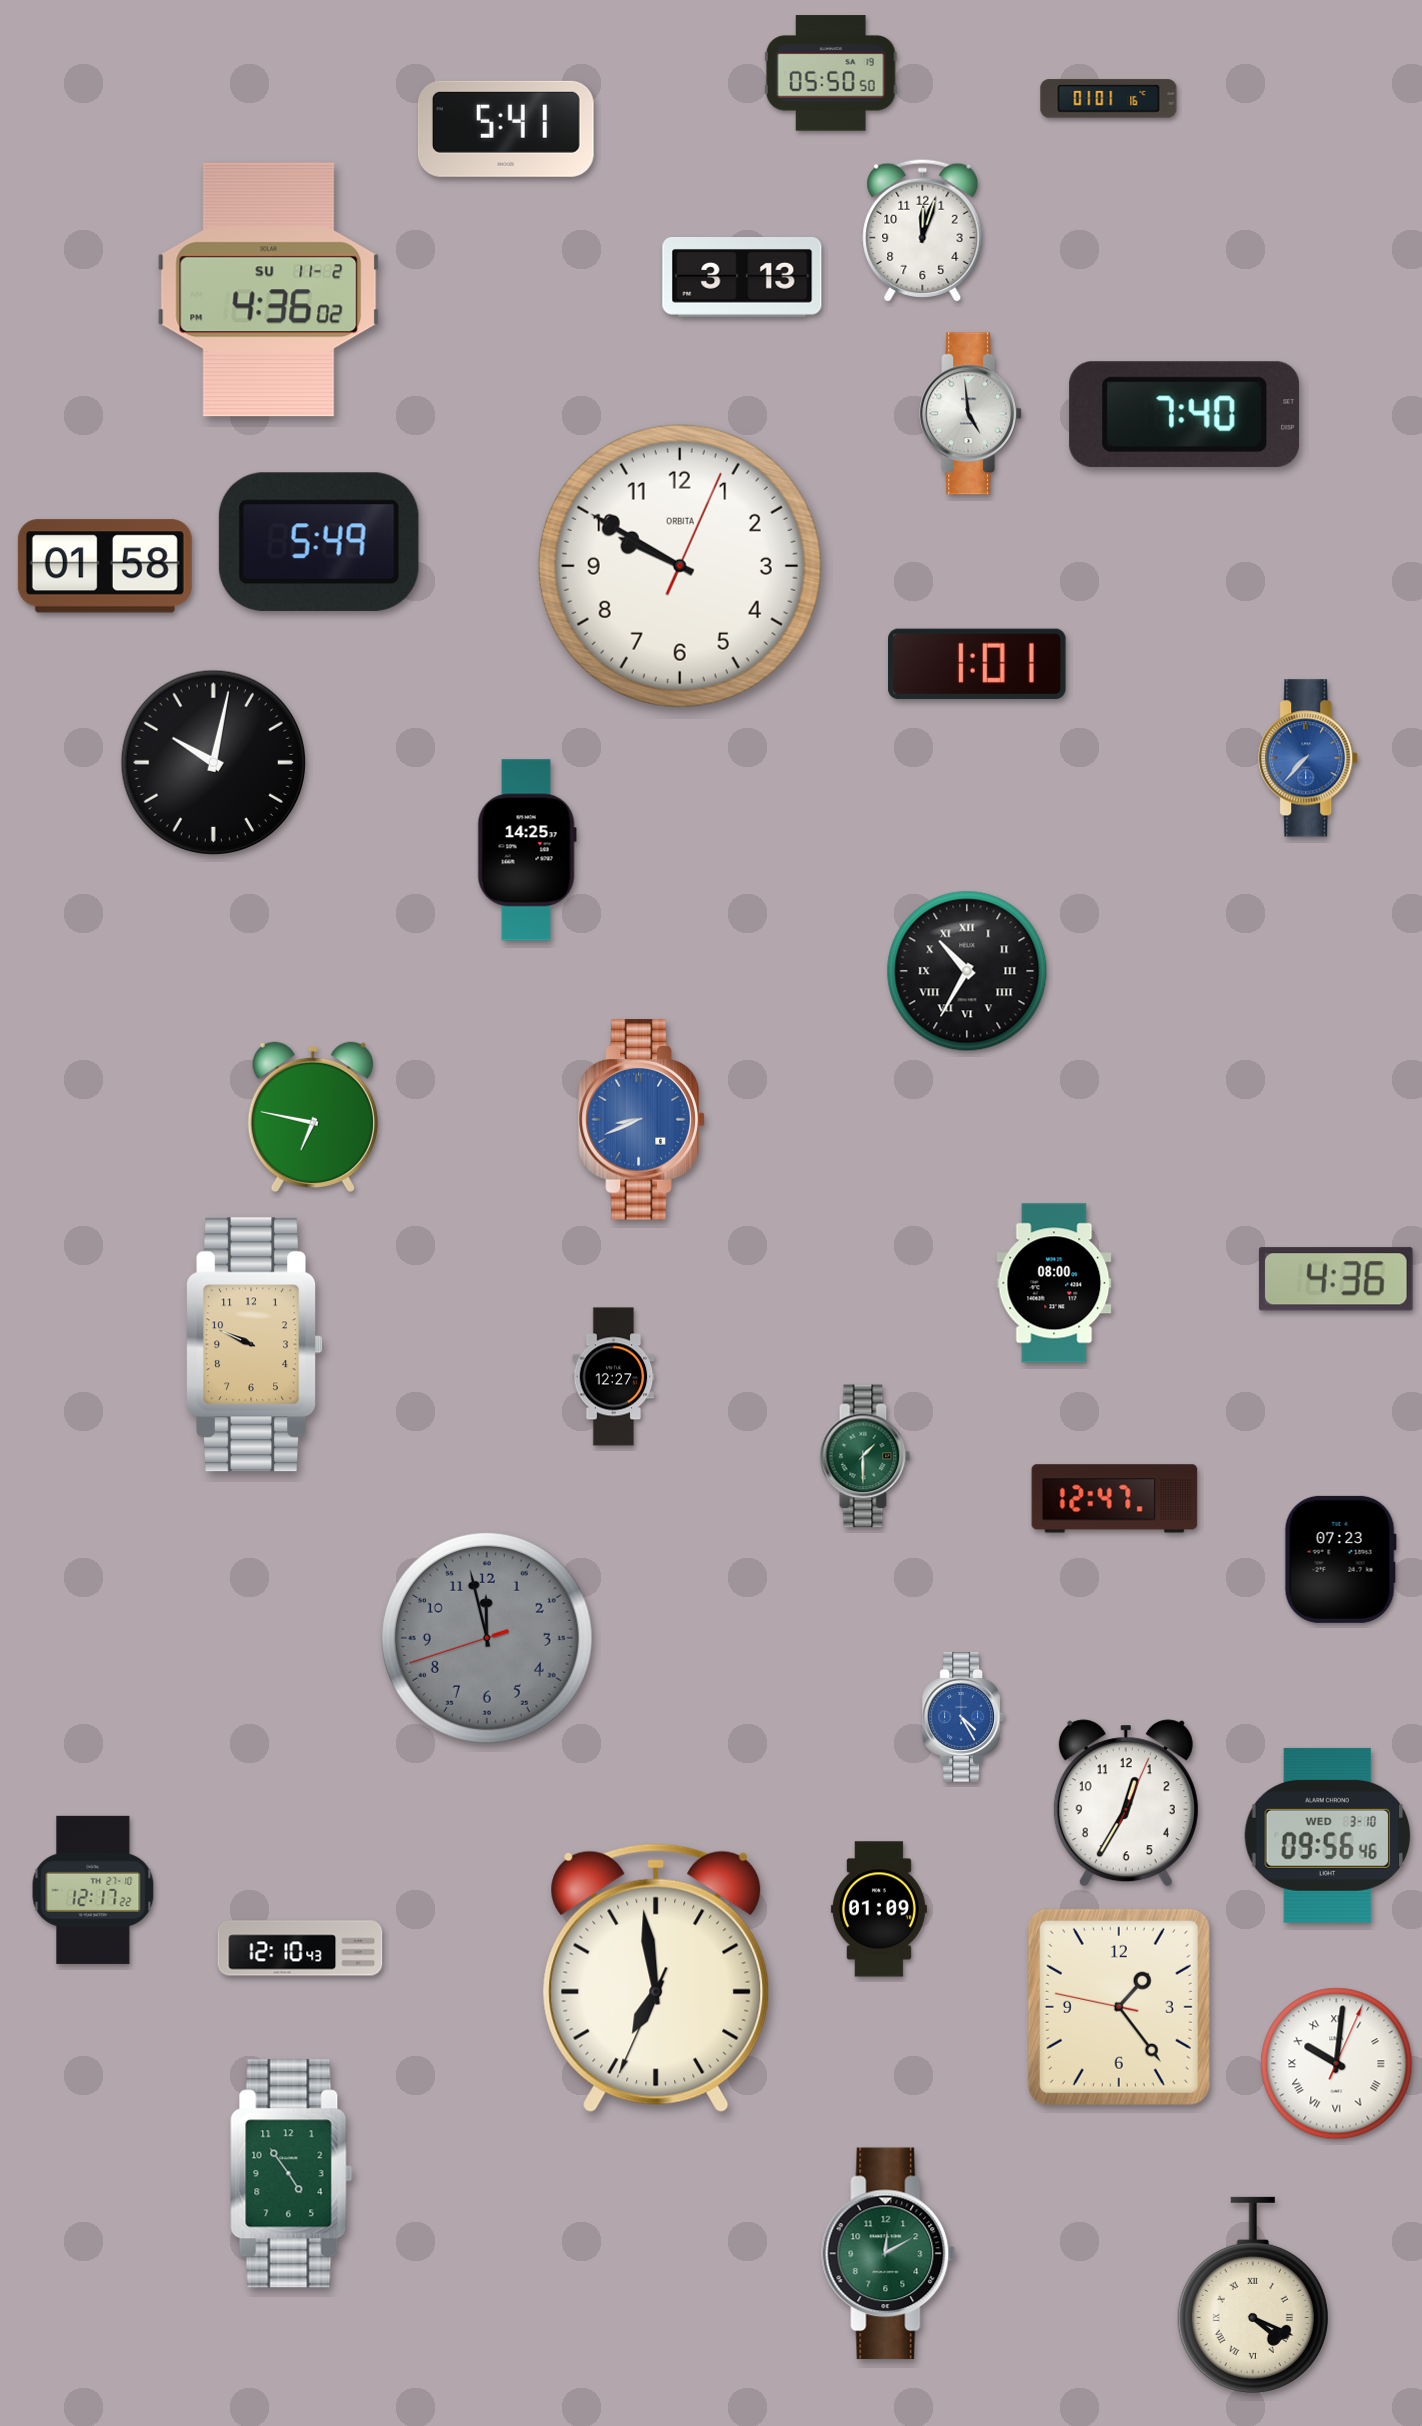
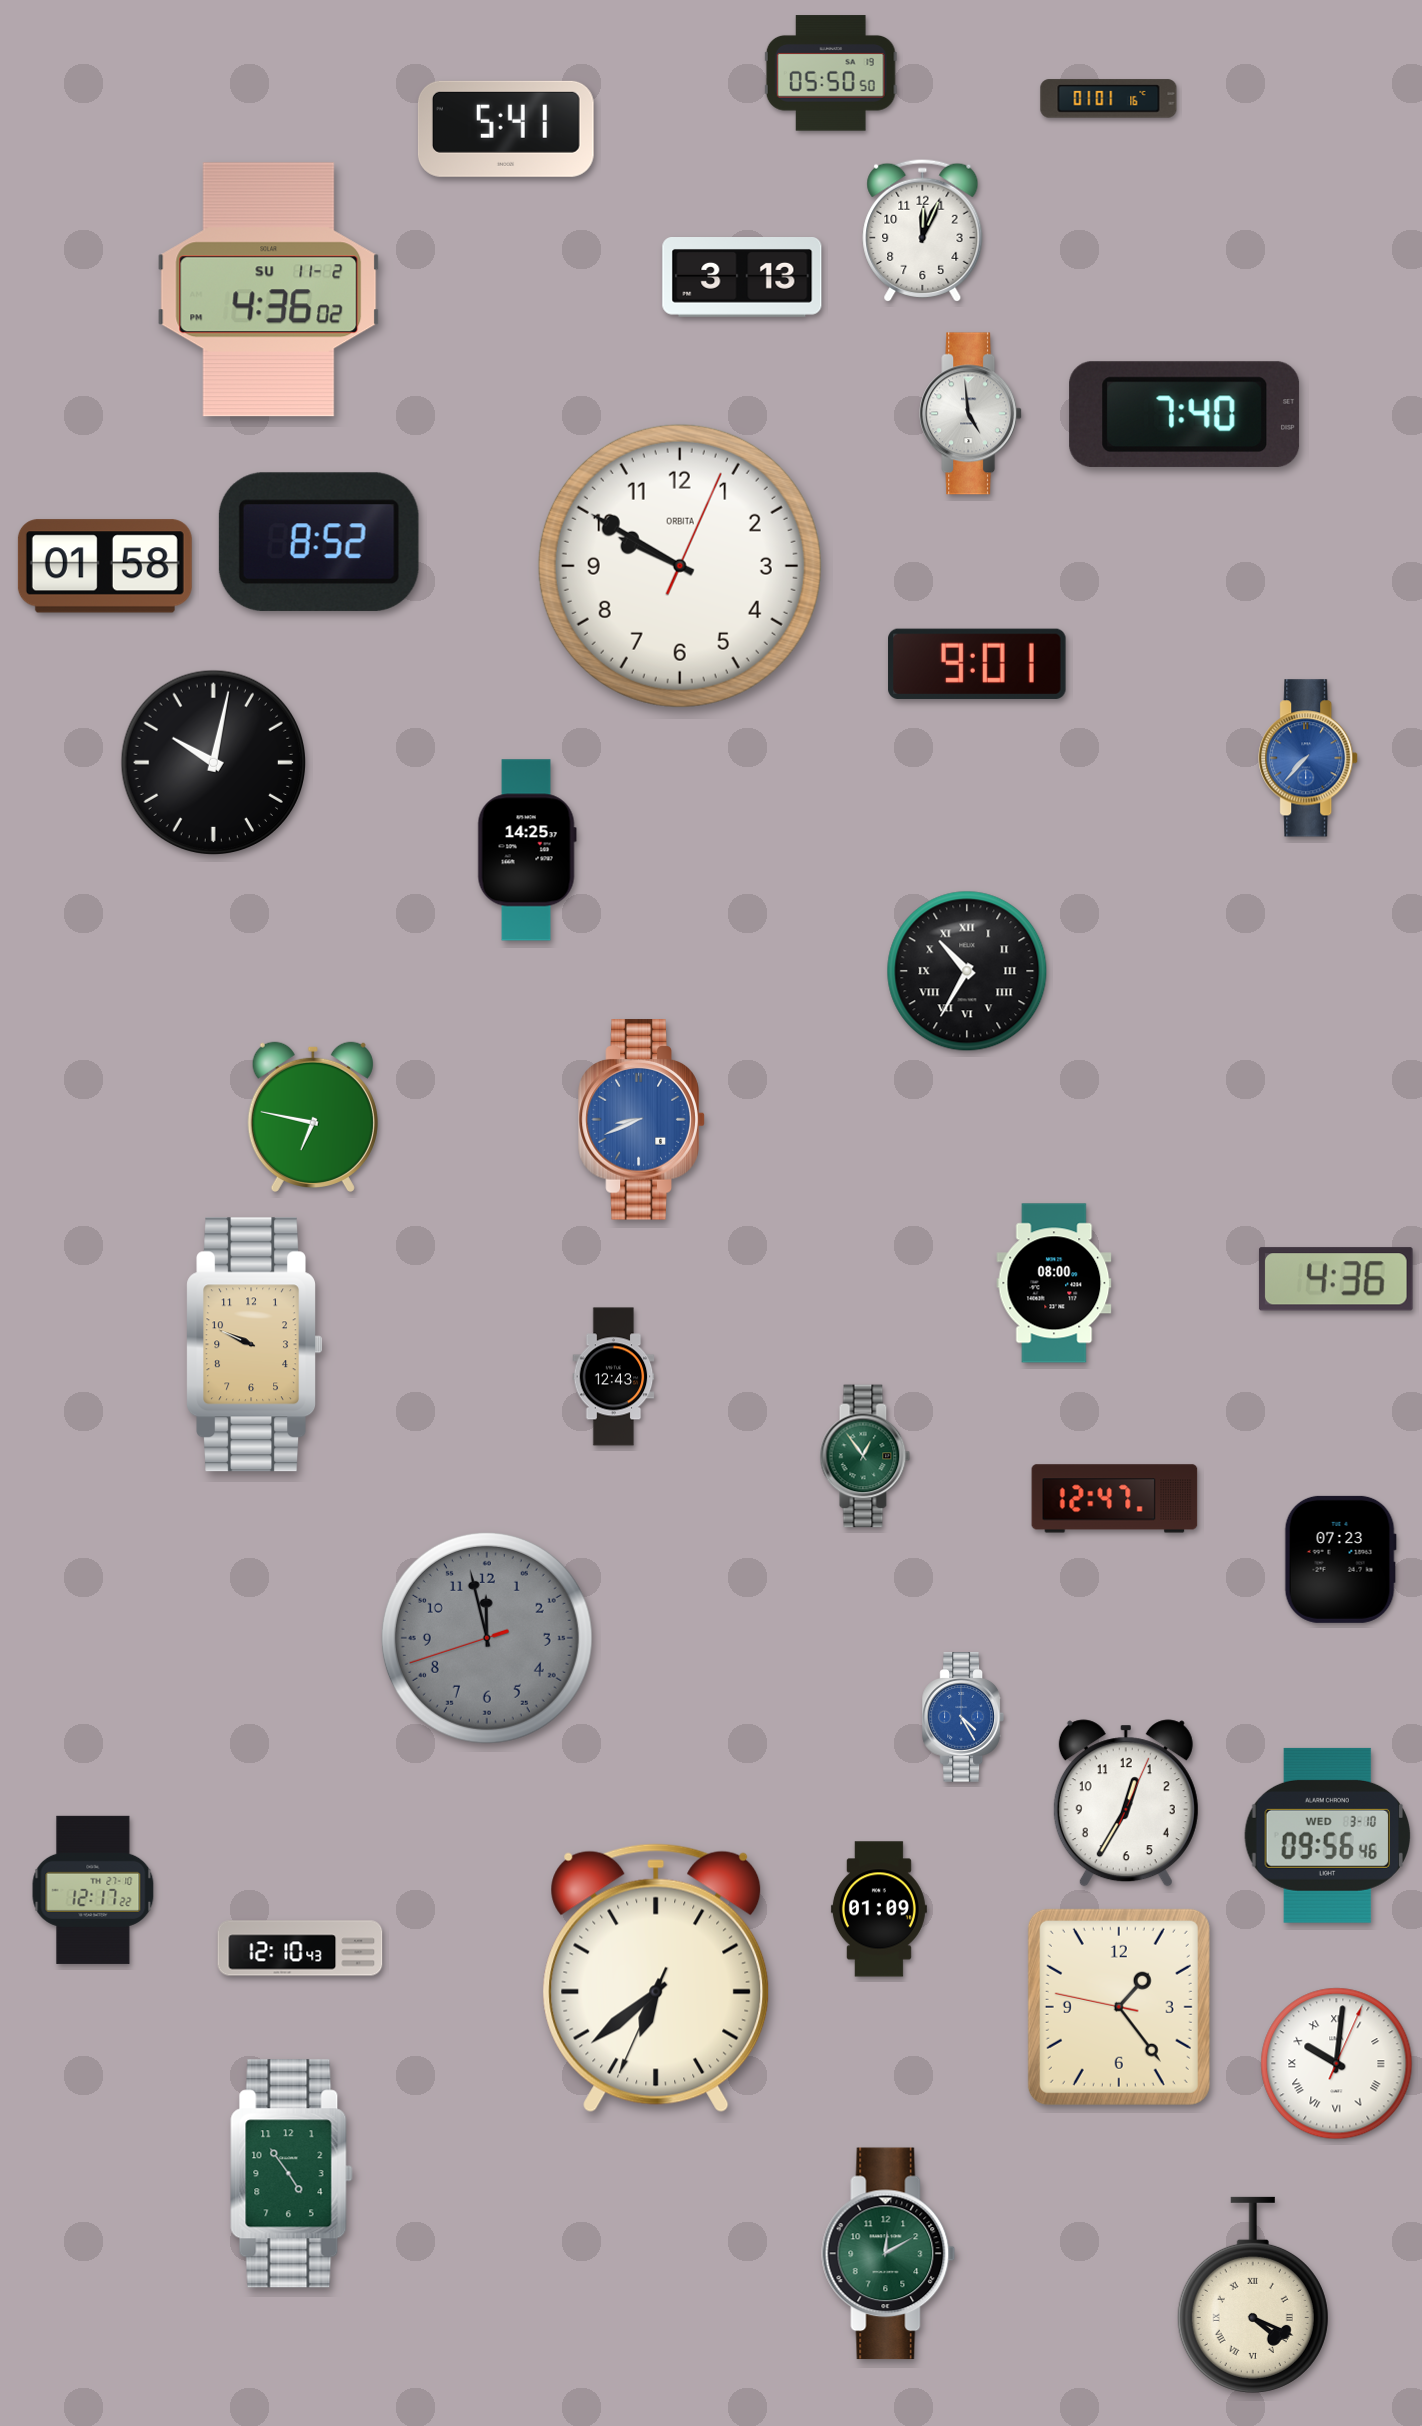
clock at (923, 230): 12:03 -> 12:04
clock at (319, 542): 5:49 -> 8:52
clock at (977, 663): 1:01 -> 9:01
clock at (614, 1377): 12:27 -> 12:43
clock at (865, 1456): 1:30 -> 12:54
clock at (656, 1978): 6:58 -> 6:38
